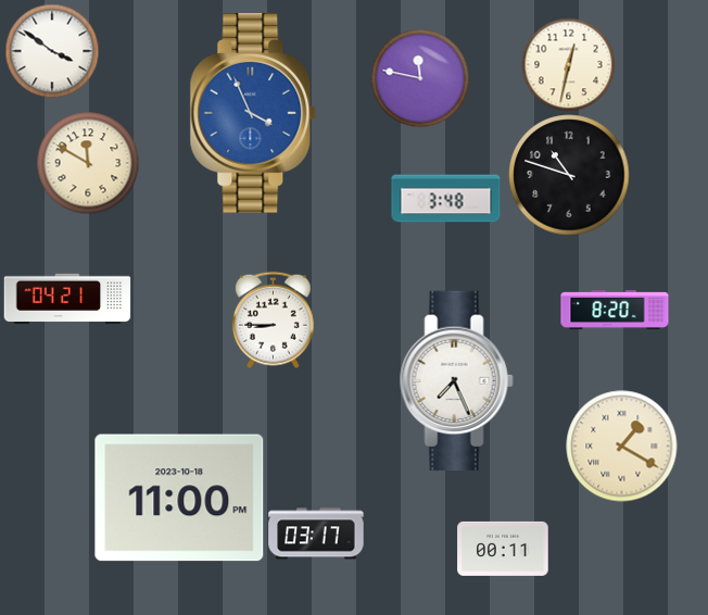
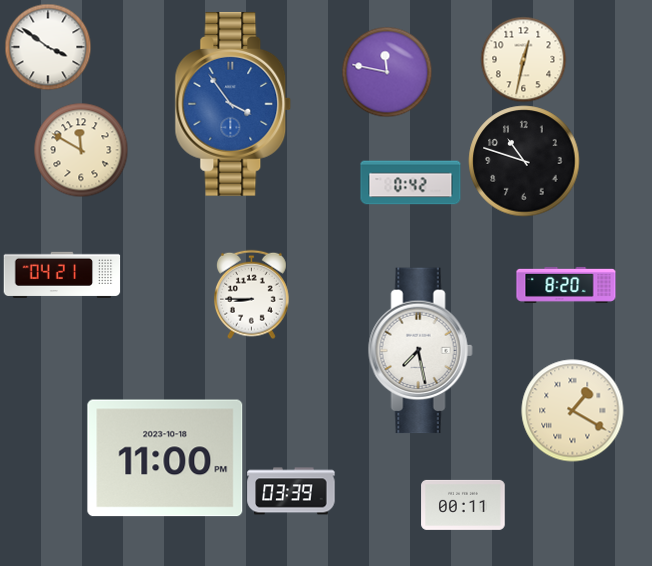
clock at (253, 113): 3:56 -> 3:54
clock at (446, 199): 3:48 -> 0:42
clock at (456, 381): 7:26 -> 7:28
clock at (316, 534): 03:17 -> 03:39
